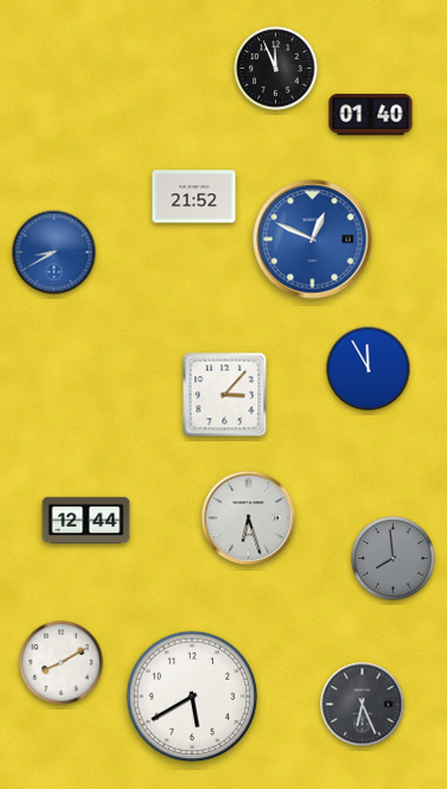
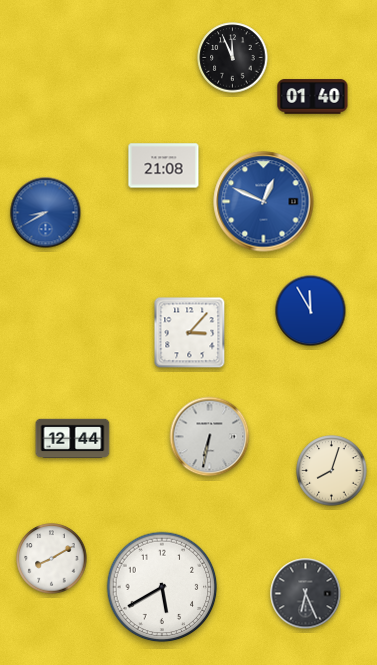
clock at (194, 197): 21:52 -> 21:08
clock at (249, 518): 6:27 -> 6:32
clock at (394, 559): 7:59 -> 8:03
clock at (394, 559) dial: grey -> cream
